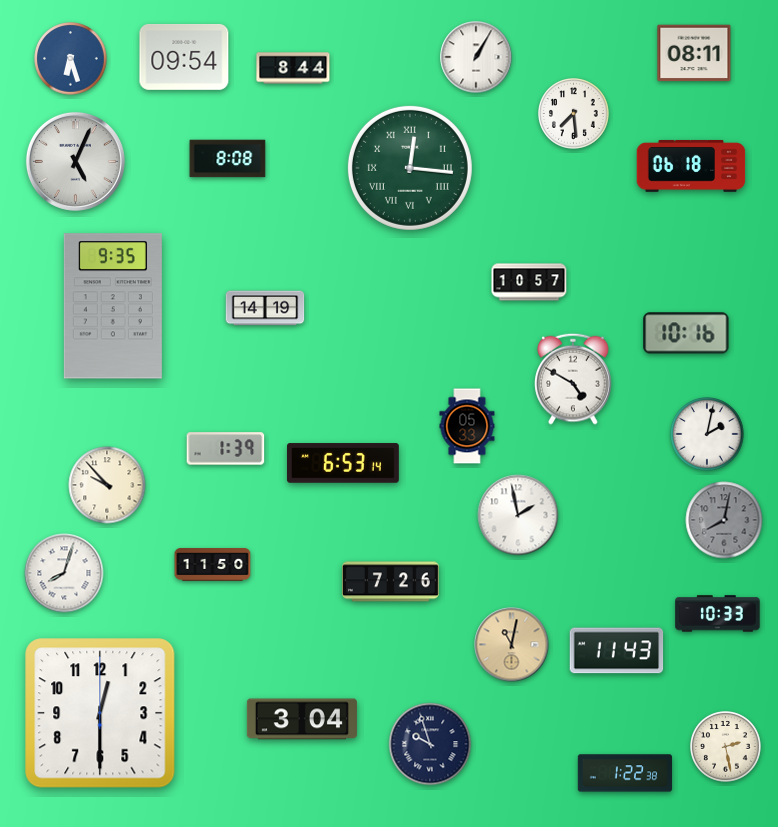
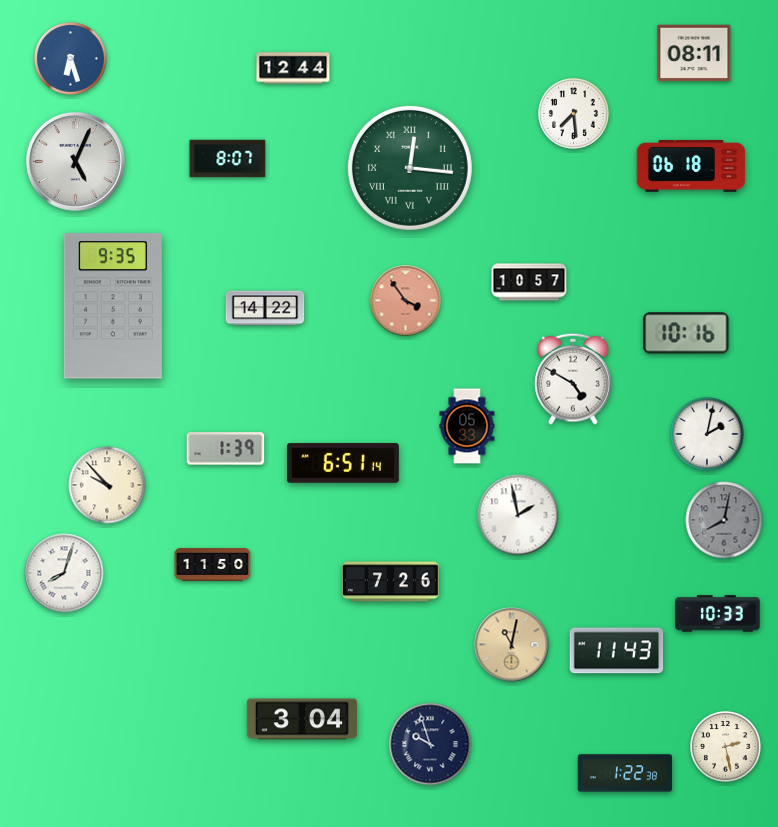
clock at (184, 57): 09:54 -> none
clock at (476, 57): 1:05 -> none
clock at (293, 68): 8:44 -> 12:44
clock at (228, 159): 8:08 -> 8:07
clock at (406, 301): none -> 3:54
clock at (265, 308): 14:19 -> 14:22
clock at (343, 463): 6:53 -> 6:51
clock at (100, 713): 12:30 -> none
